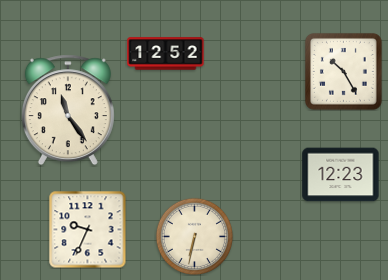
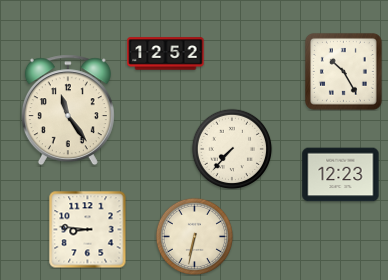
clock at (232, 149): none -> 7:37
clock at (87, 229): 9:34 -> 8:46
